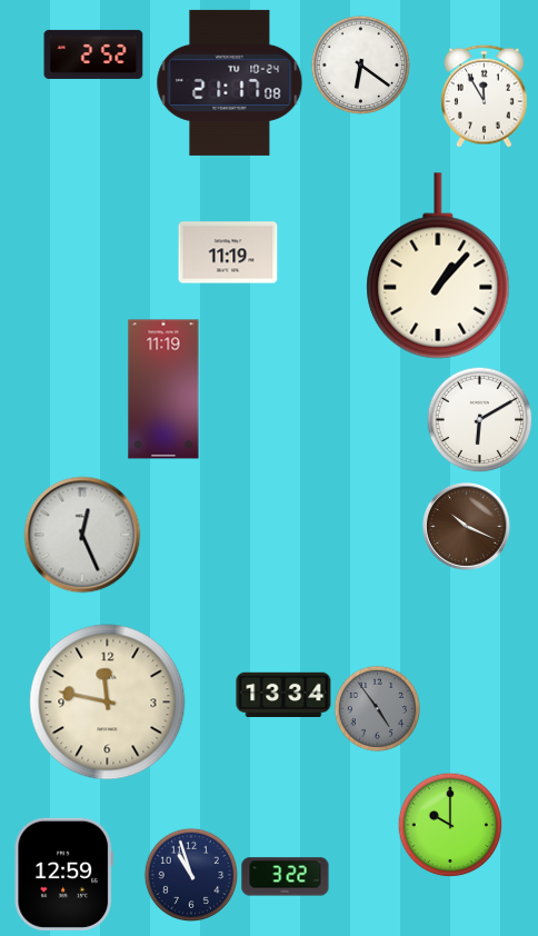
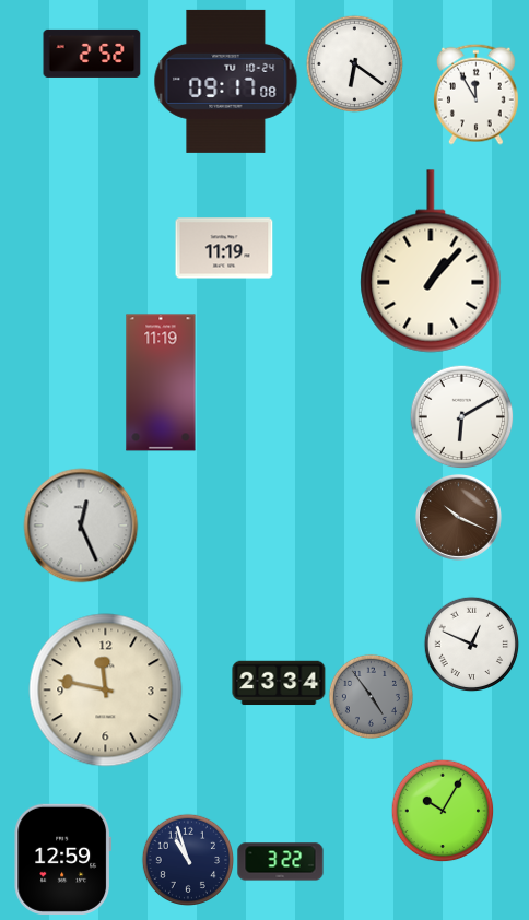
clock at (230, 82): 21:17 -> 09:17
clock at (479, 419) position: (479, 419) -> (461, 416)
clock at (471, 644): none -> 12:49
clock at (283, 695): 13:34 -> 23:34
clock at (450, 825): 10:00 -> 10:05
